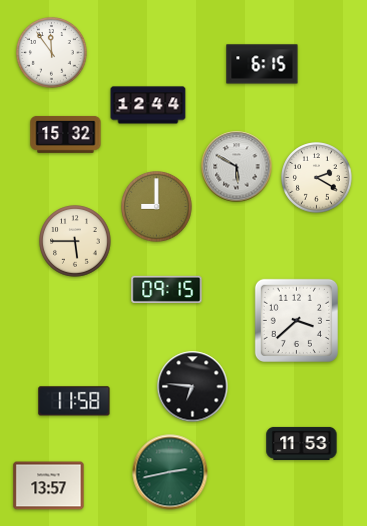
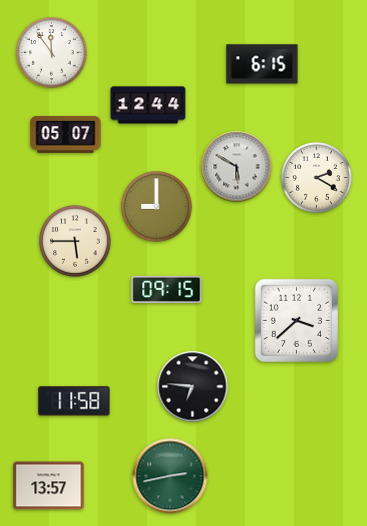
clock at (66, 134): 15:32 -> 05:07
clock at (302, 443): 11:53 -> none
clock at (170, 472) position: (170, 472) -> (170, 476)
